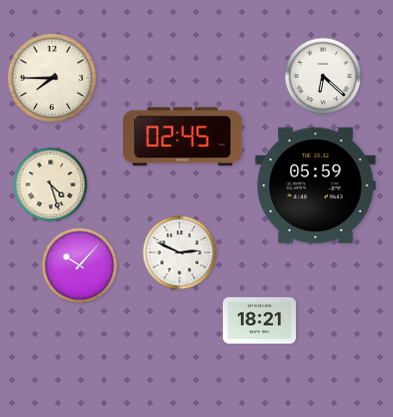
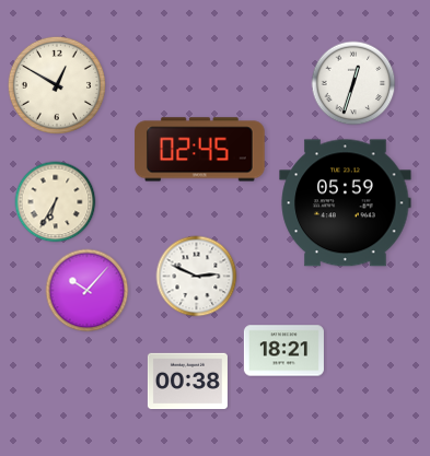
clock at (323, 76): 6:22 -> 12:33
clock at (52, 78): 7:45 -> 12:50
clock at (51, 185): 4:27 -> 6:35
clock at (187, 382): none -> 00:38
